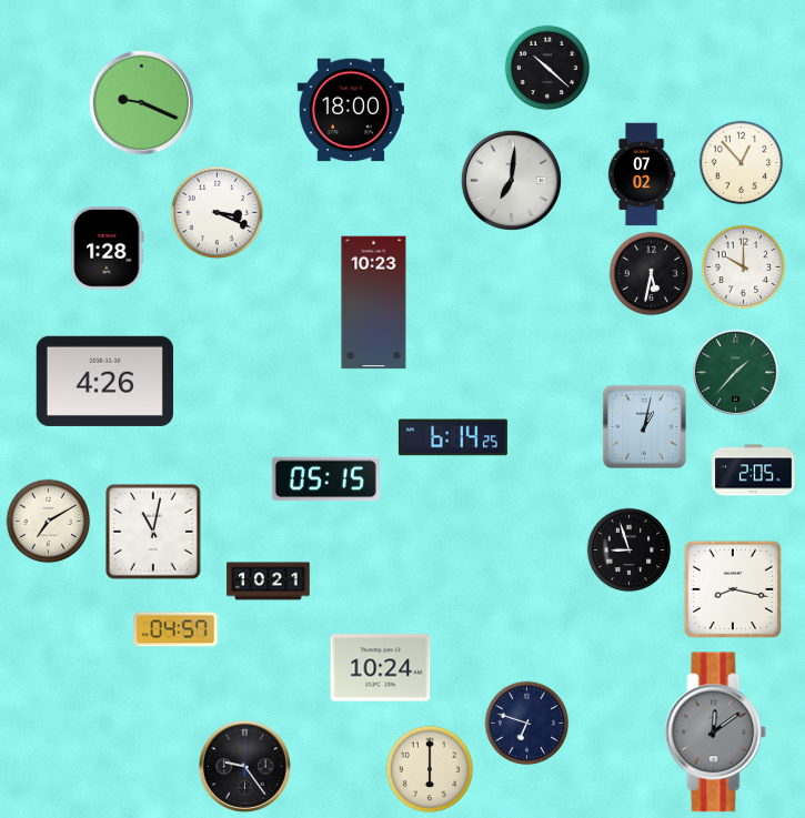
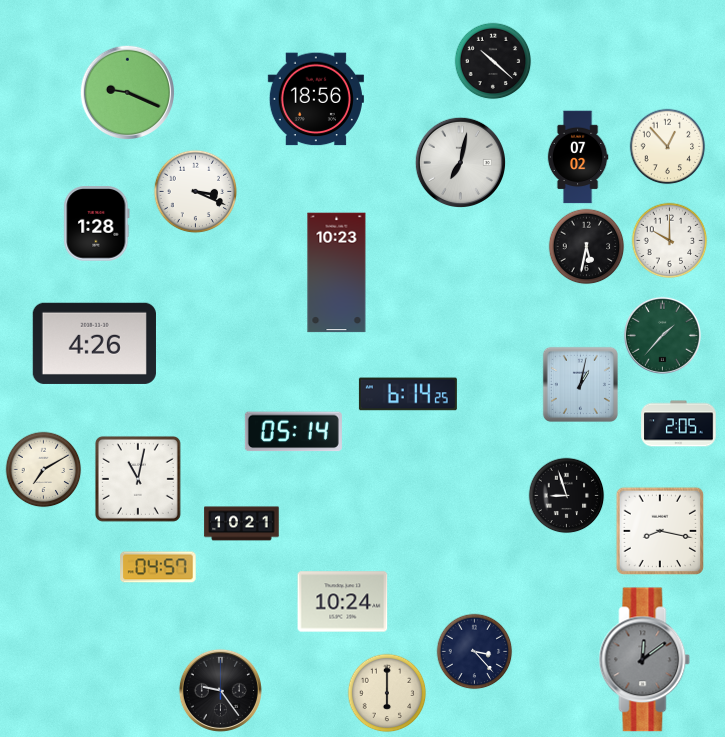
clock at (351, 110): 18:00 -> 18:56
clock at (511, 180): 7:01 -> 7:02
clock at (325, 479): 05:15 -> 05:14
clock at (527, 724): 6:48 -> 3:23
